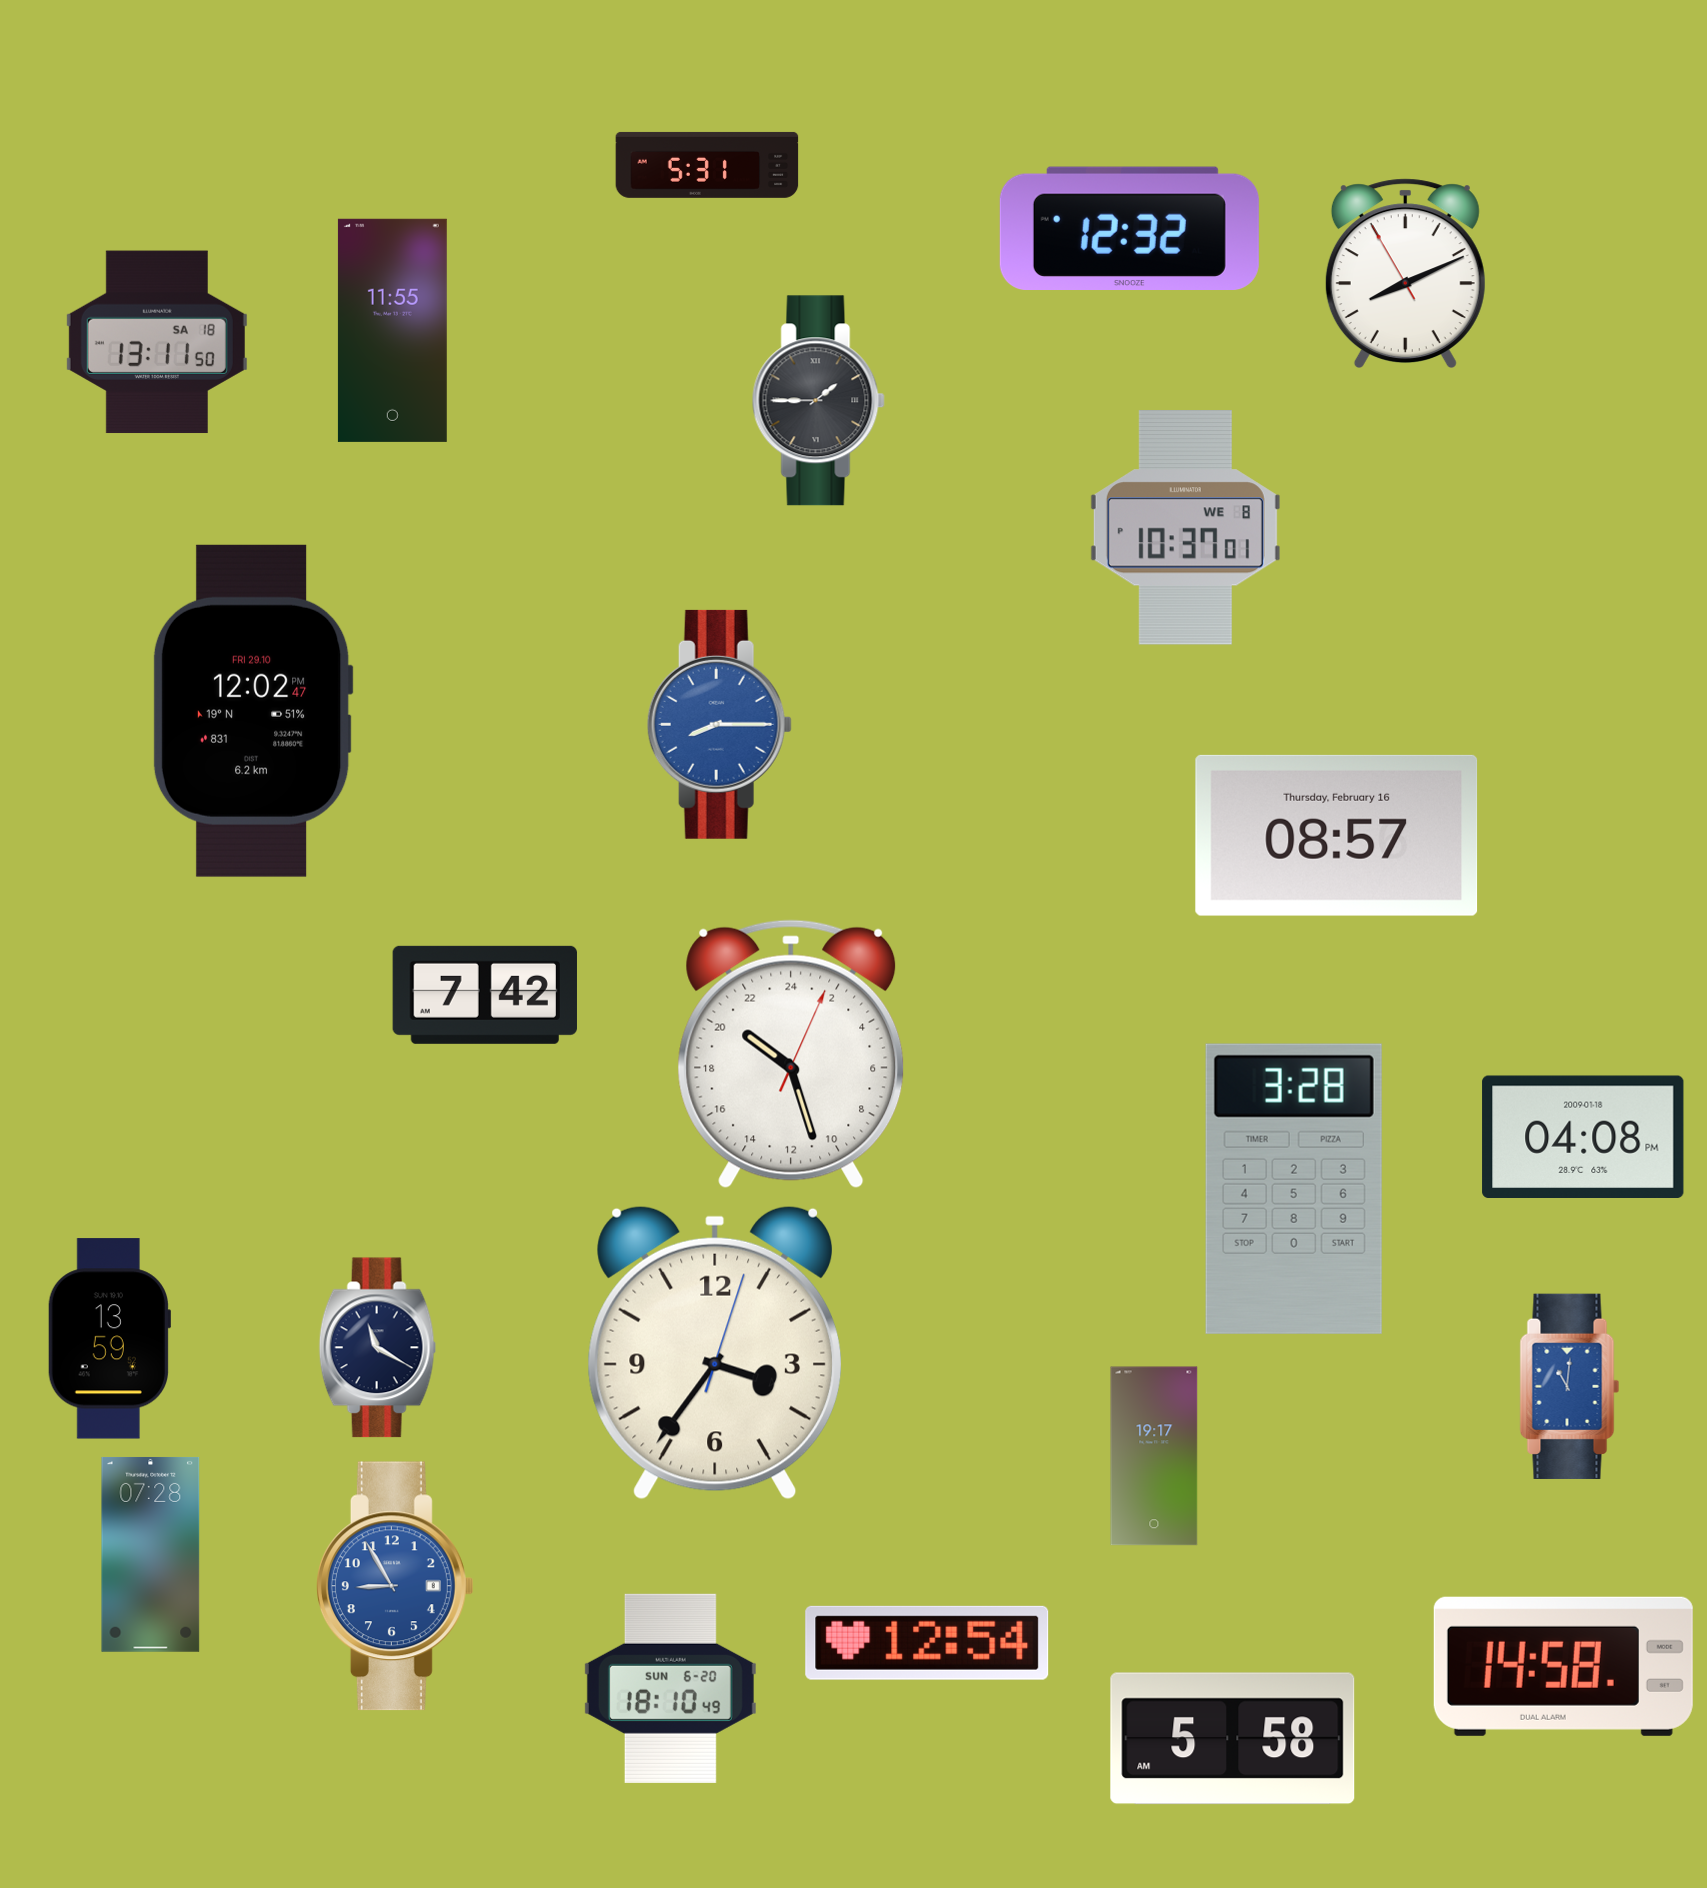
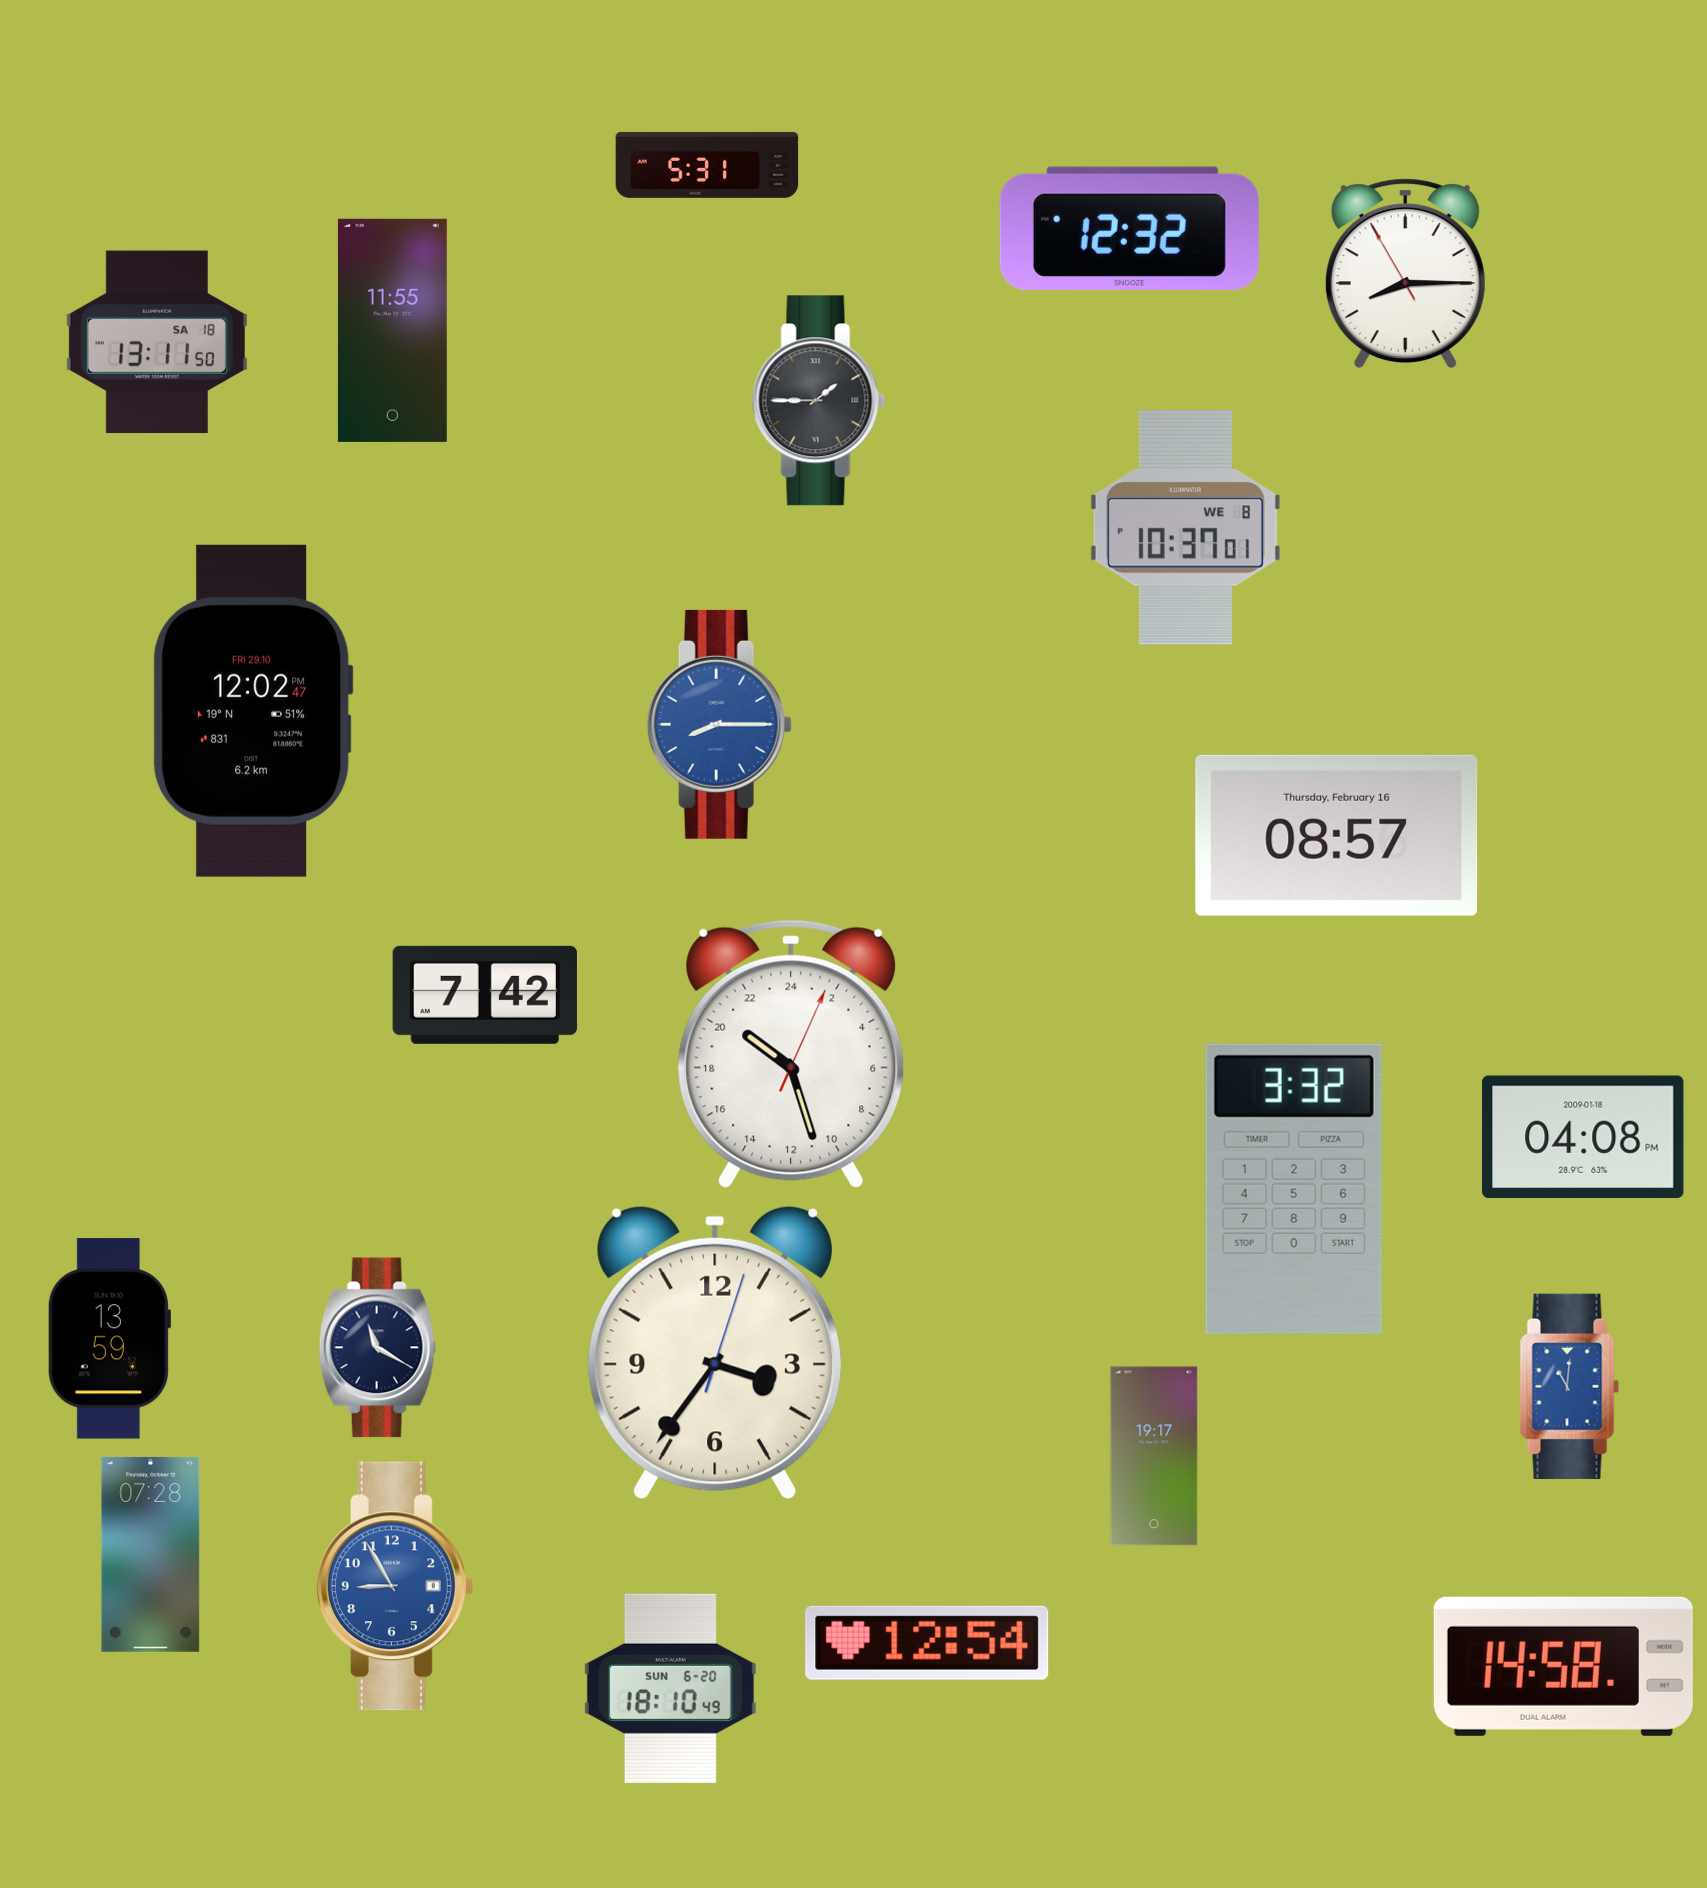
clock at (1405, 273): 8:10 -> 8:14
clock at (1294, 1189): 3:28 -> 3:32
clock at (1233, 1739): 5:58 -> none
